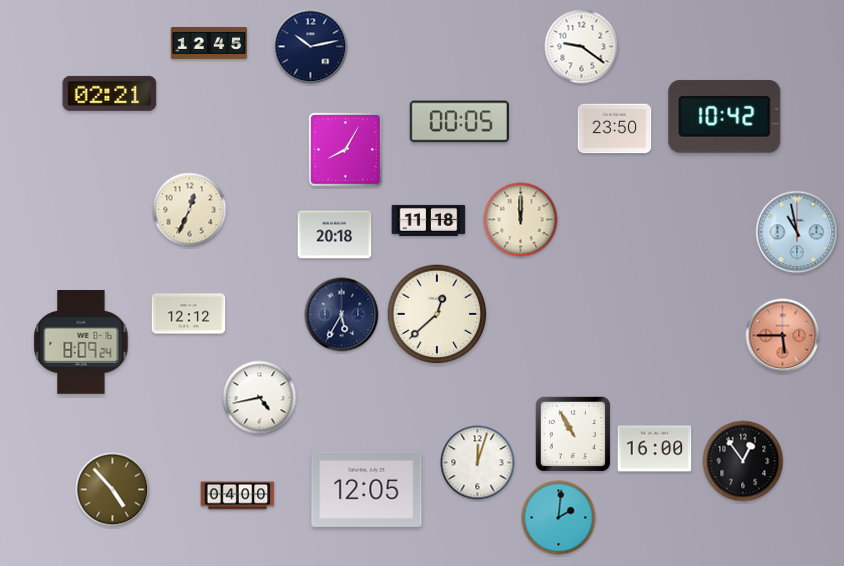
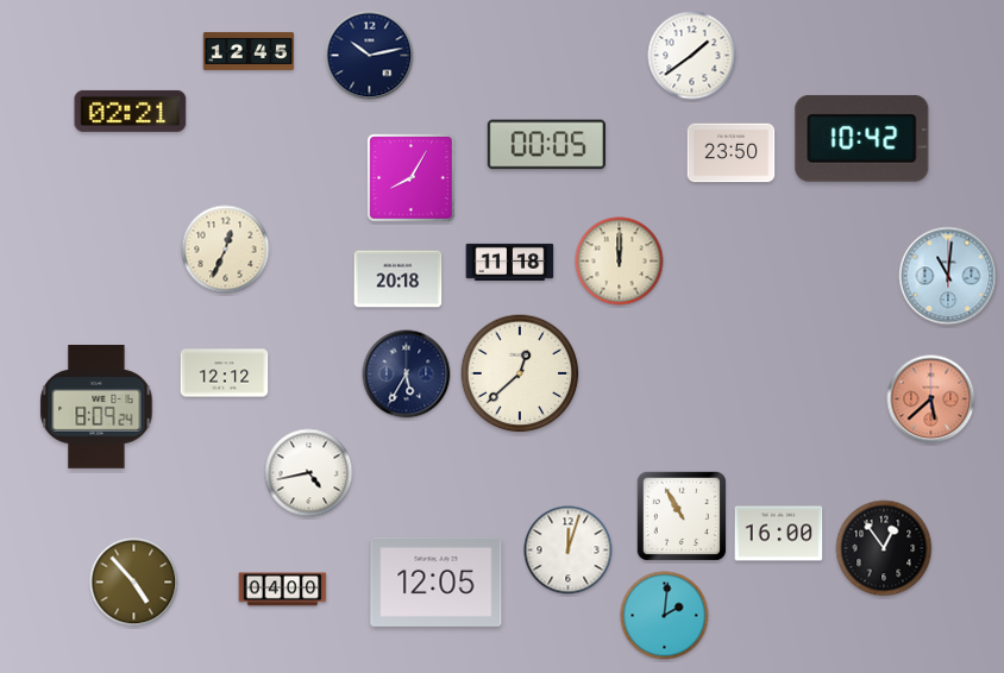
clock at (582, 47): 9:21 -> 1:39
clock at (797, 232): 10:58 -> 11:01
clock at (783, 336): 5:45 -> 5:38
